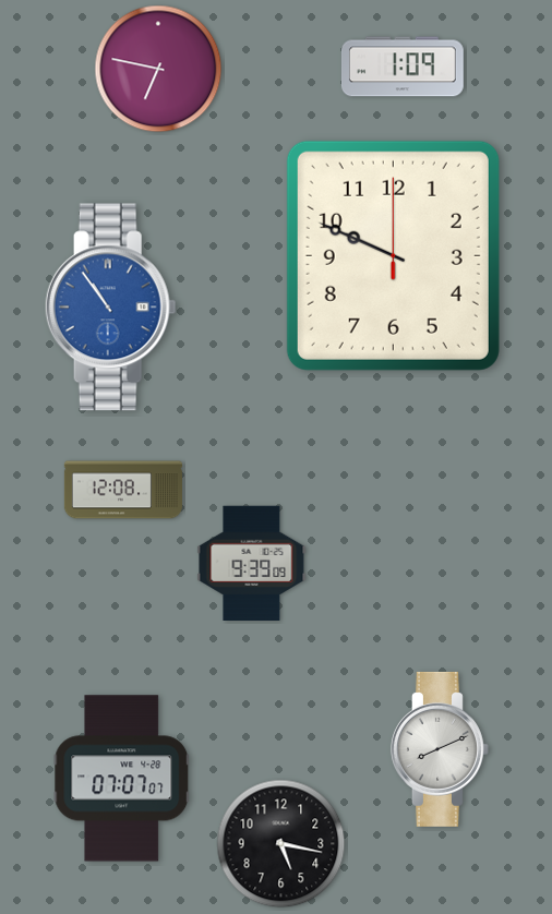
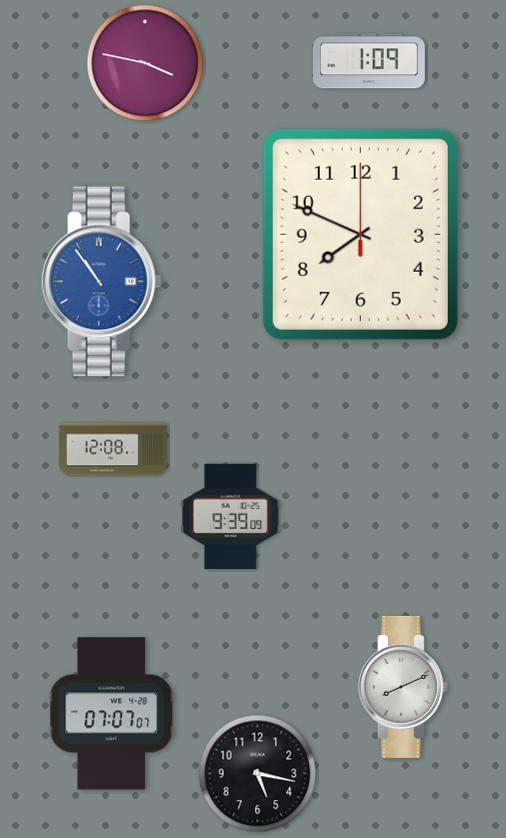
clock at (158, 69): 6:47 -> 3:47
clock at (393, 255): 9:49 -> 7:49
